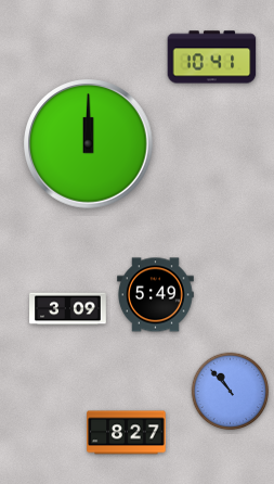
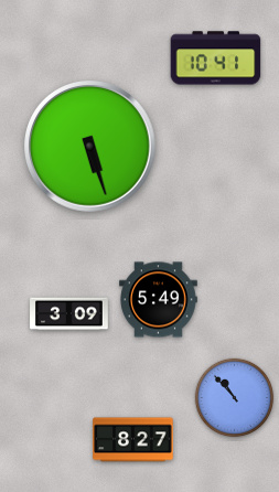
clock at (89, 144): 12:00 -> 5:27
clock at (127, 433) position: (127, 433) -> (133, 440)
